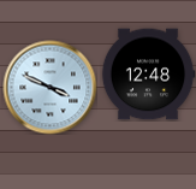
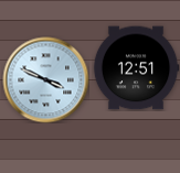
clock at (148, 75): 12:48 -> 12:51
